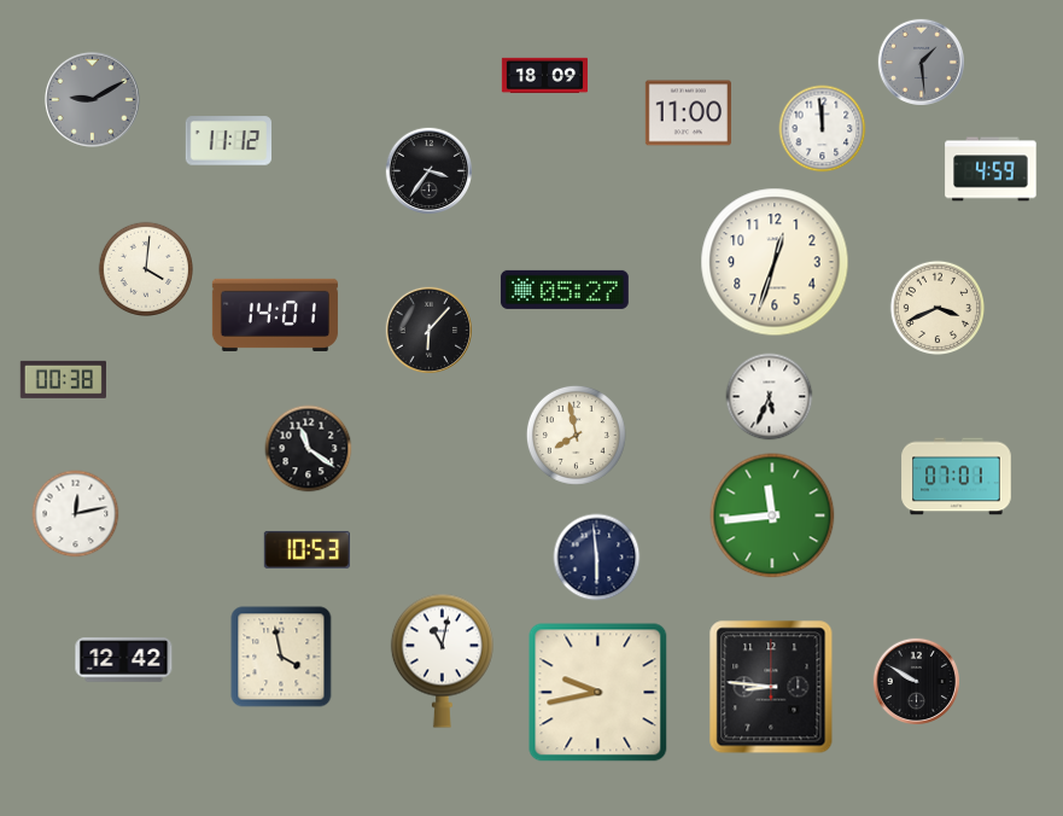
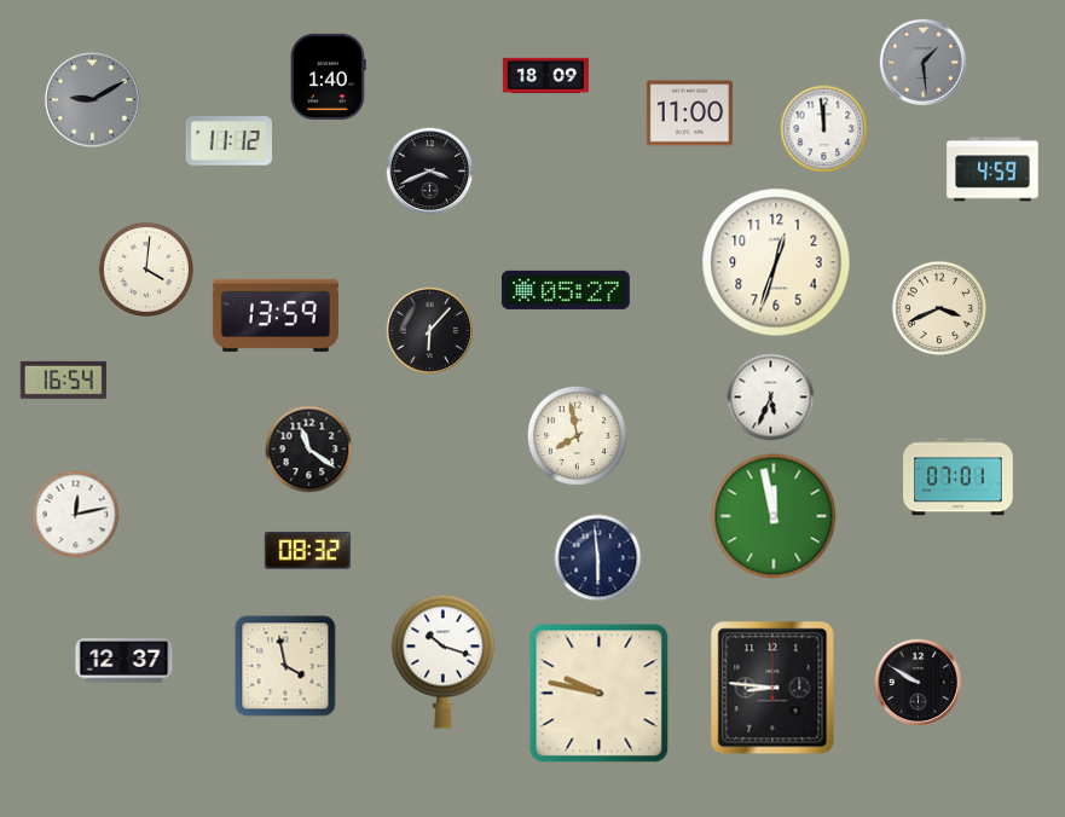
clock at (328, 76): none -> 1:40
clock at (428, 170): 3:36 -> 3:41
clock at (275, 315): 14:01 -> 13:59
clock at (63, 379): 00:38 -> 16:54
clock at (772, 515): 11:44 -> 11:58
clock at (306, 549): 10:53 -> 08:32
clock at (281, 657) position: (281, 657) -> (285, 666)
clock at (124, 660): 12:42 -> 12:37
clock at (442, 660): 11:02 -> 10:18
clock at (598, 693): 9:43 -> 9:47
